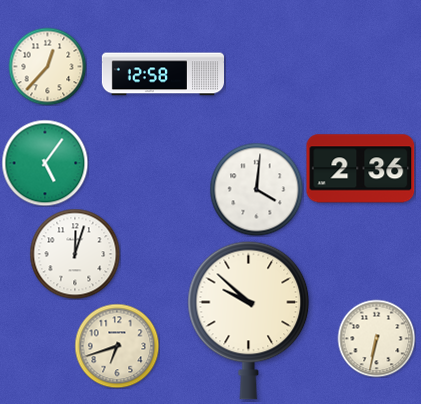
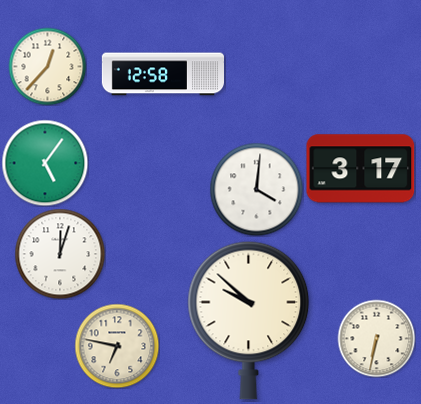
clock at (361, 169): 2:36 -> 3:17
clock at (75, 254) position: (75, 254) -> (60, 254)
clock at (117, 346): 6:42 -> 6:47
